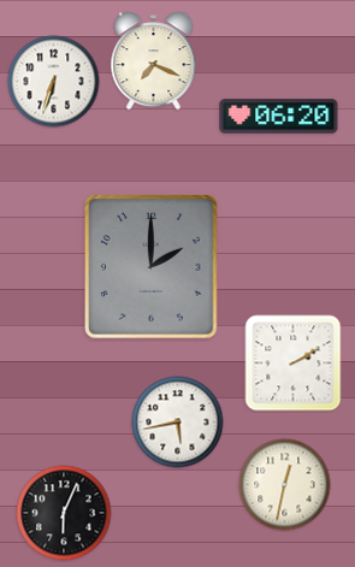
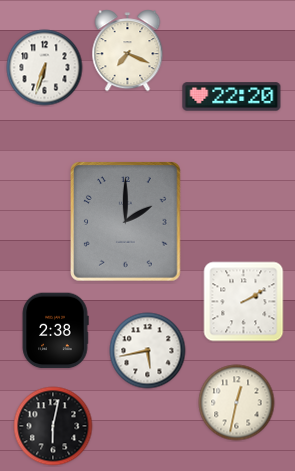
clock at (279, 117): 06:20 -> 22:20
clock at (55, 331): none -> 2:38
clock at (64, 513): 6:04 -> 6:02
